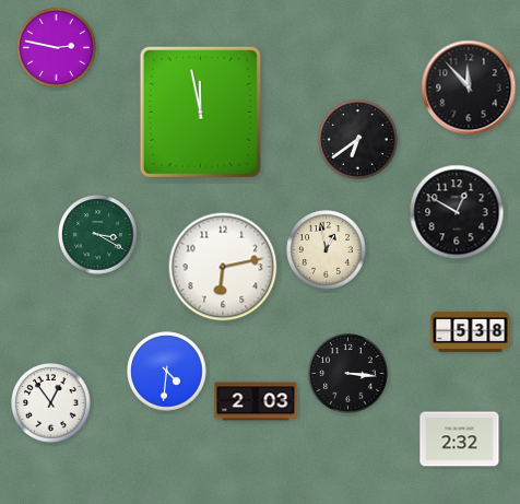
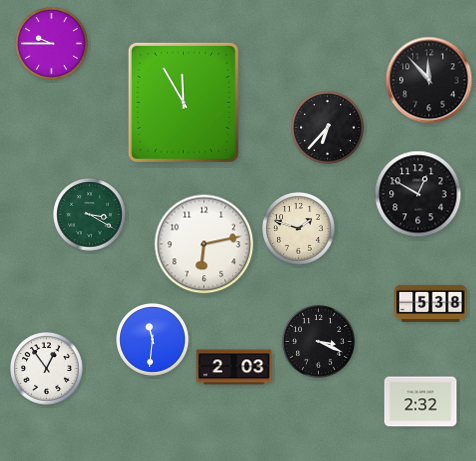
clock at (57, 48): 2:47 -> 9:45
clock at (200, 112): 11:58 -> 11:55
clock at (358, 140): 6:39 -> 6:37
clock at (327, 250): 12:58 -> 1:48
clock at (167, 372): 4:31 -> 11:31
clock at (348, 374): 3:16 -> 3:19
